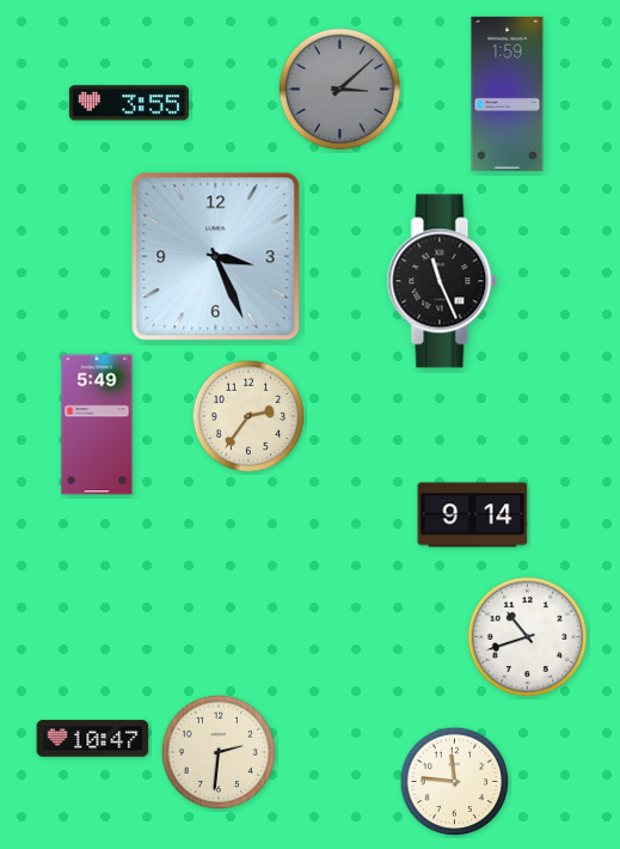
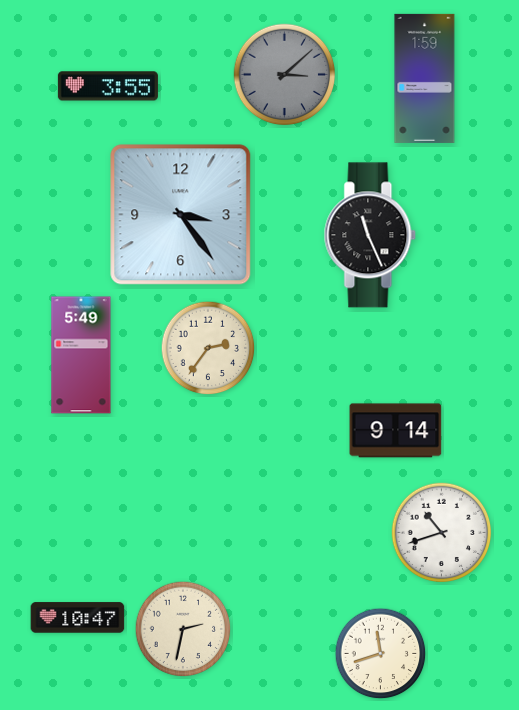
clock at (216, 257): 3:26 -> 3:24
clock at (219, 752): 2:31 -> 2:32
clock at (455, 782): 11:46 -> 11:42
